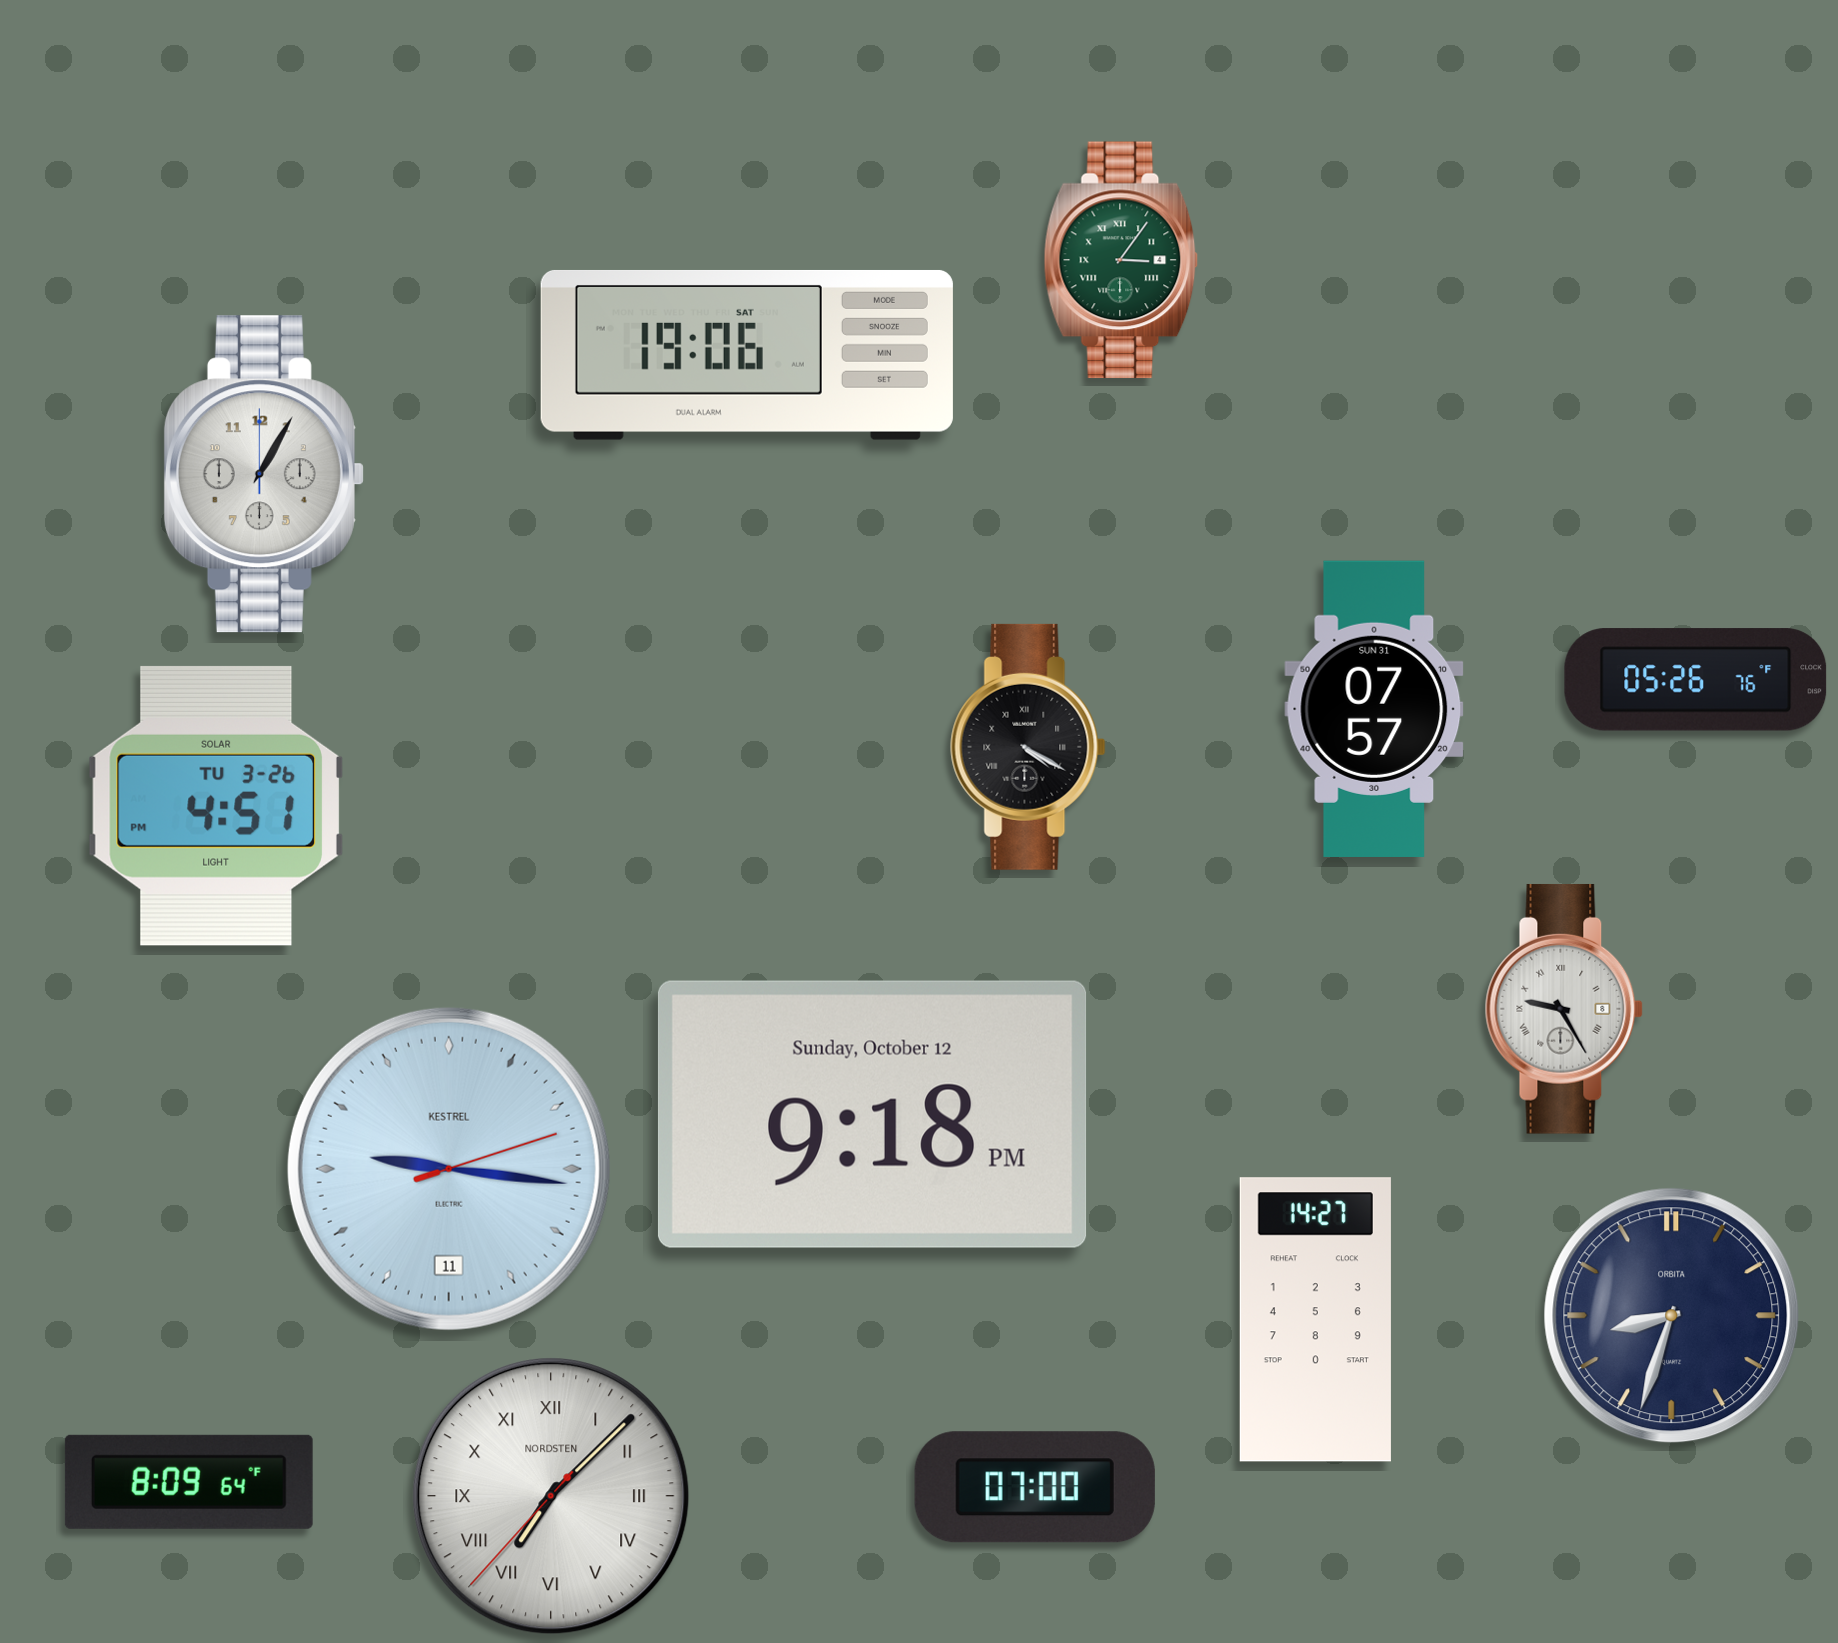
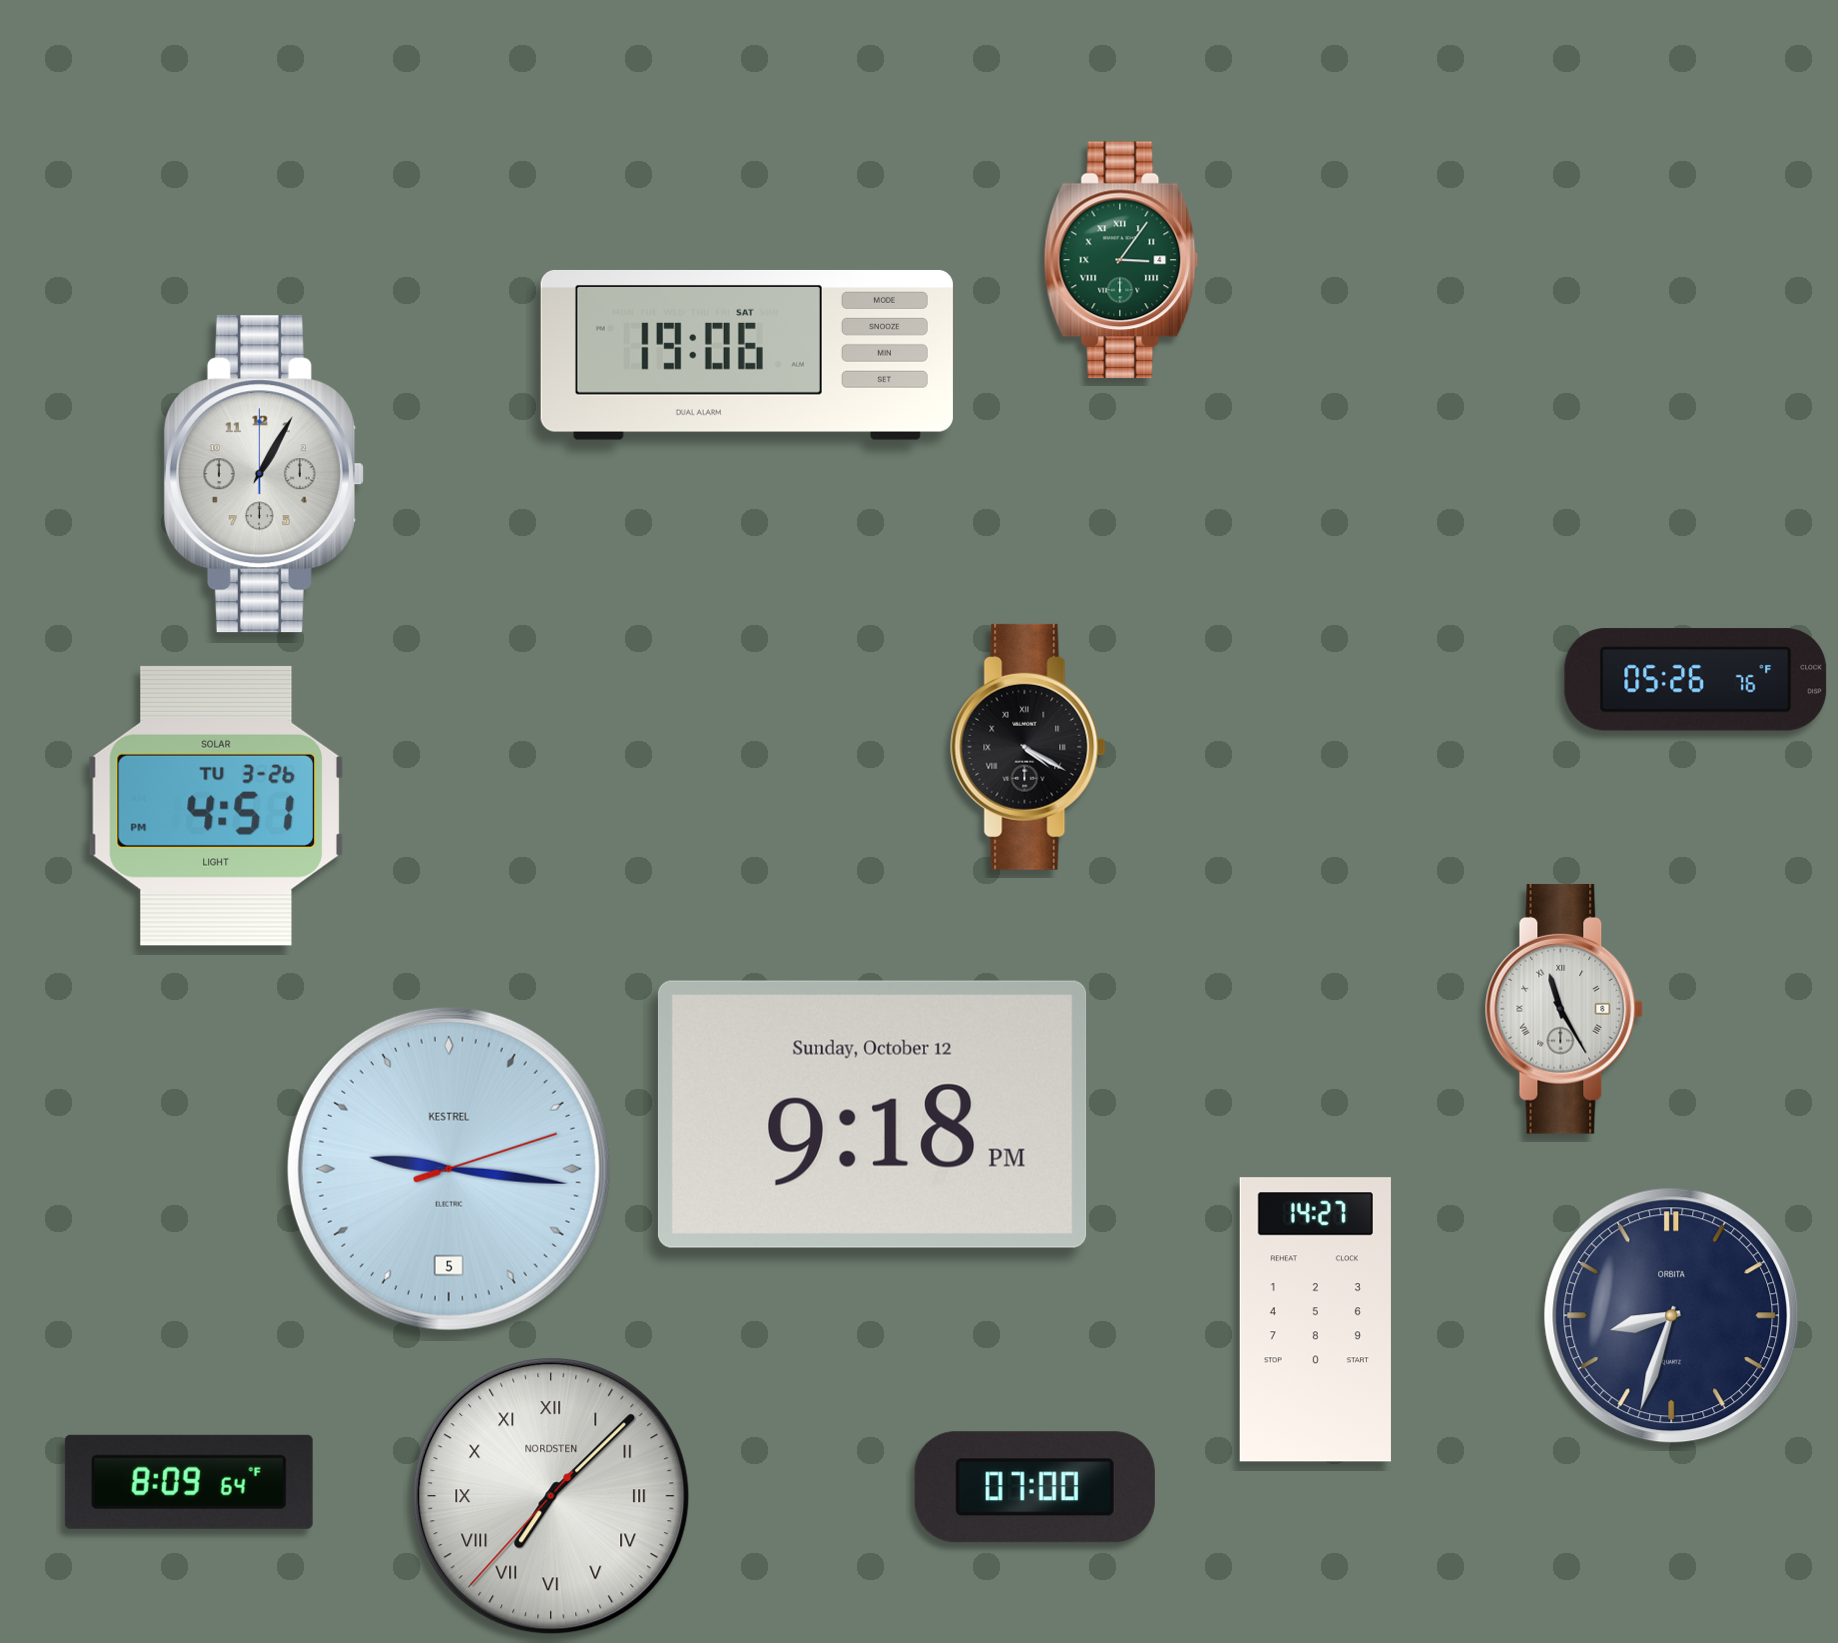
clock at (1374, 709): 07:57 -> none
clock at (1564, 1009): 9:25 -> 11:25
clock at (449, 1169) date: 11 -> 5
